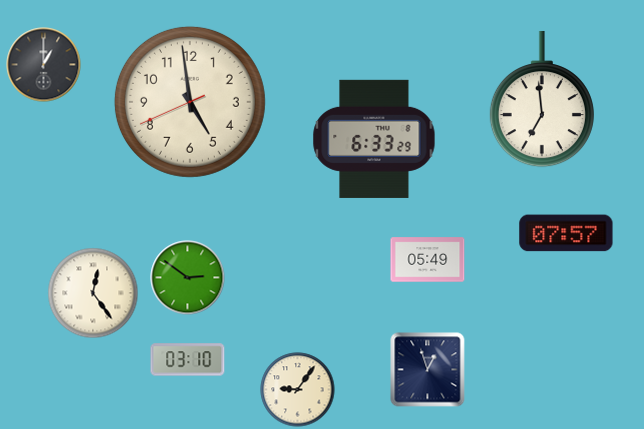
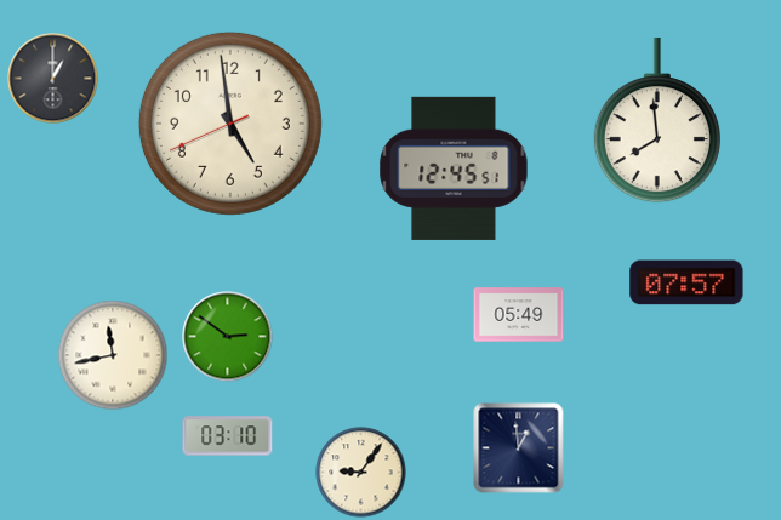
clock at (542, 99): 6:59 -> 7:59
clock at (374, 139): 6:33 -> 12:45
clock at (93, 293): 12:24 -> 11:43
clock at (428, 370): 12:57 -> 12:59
